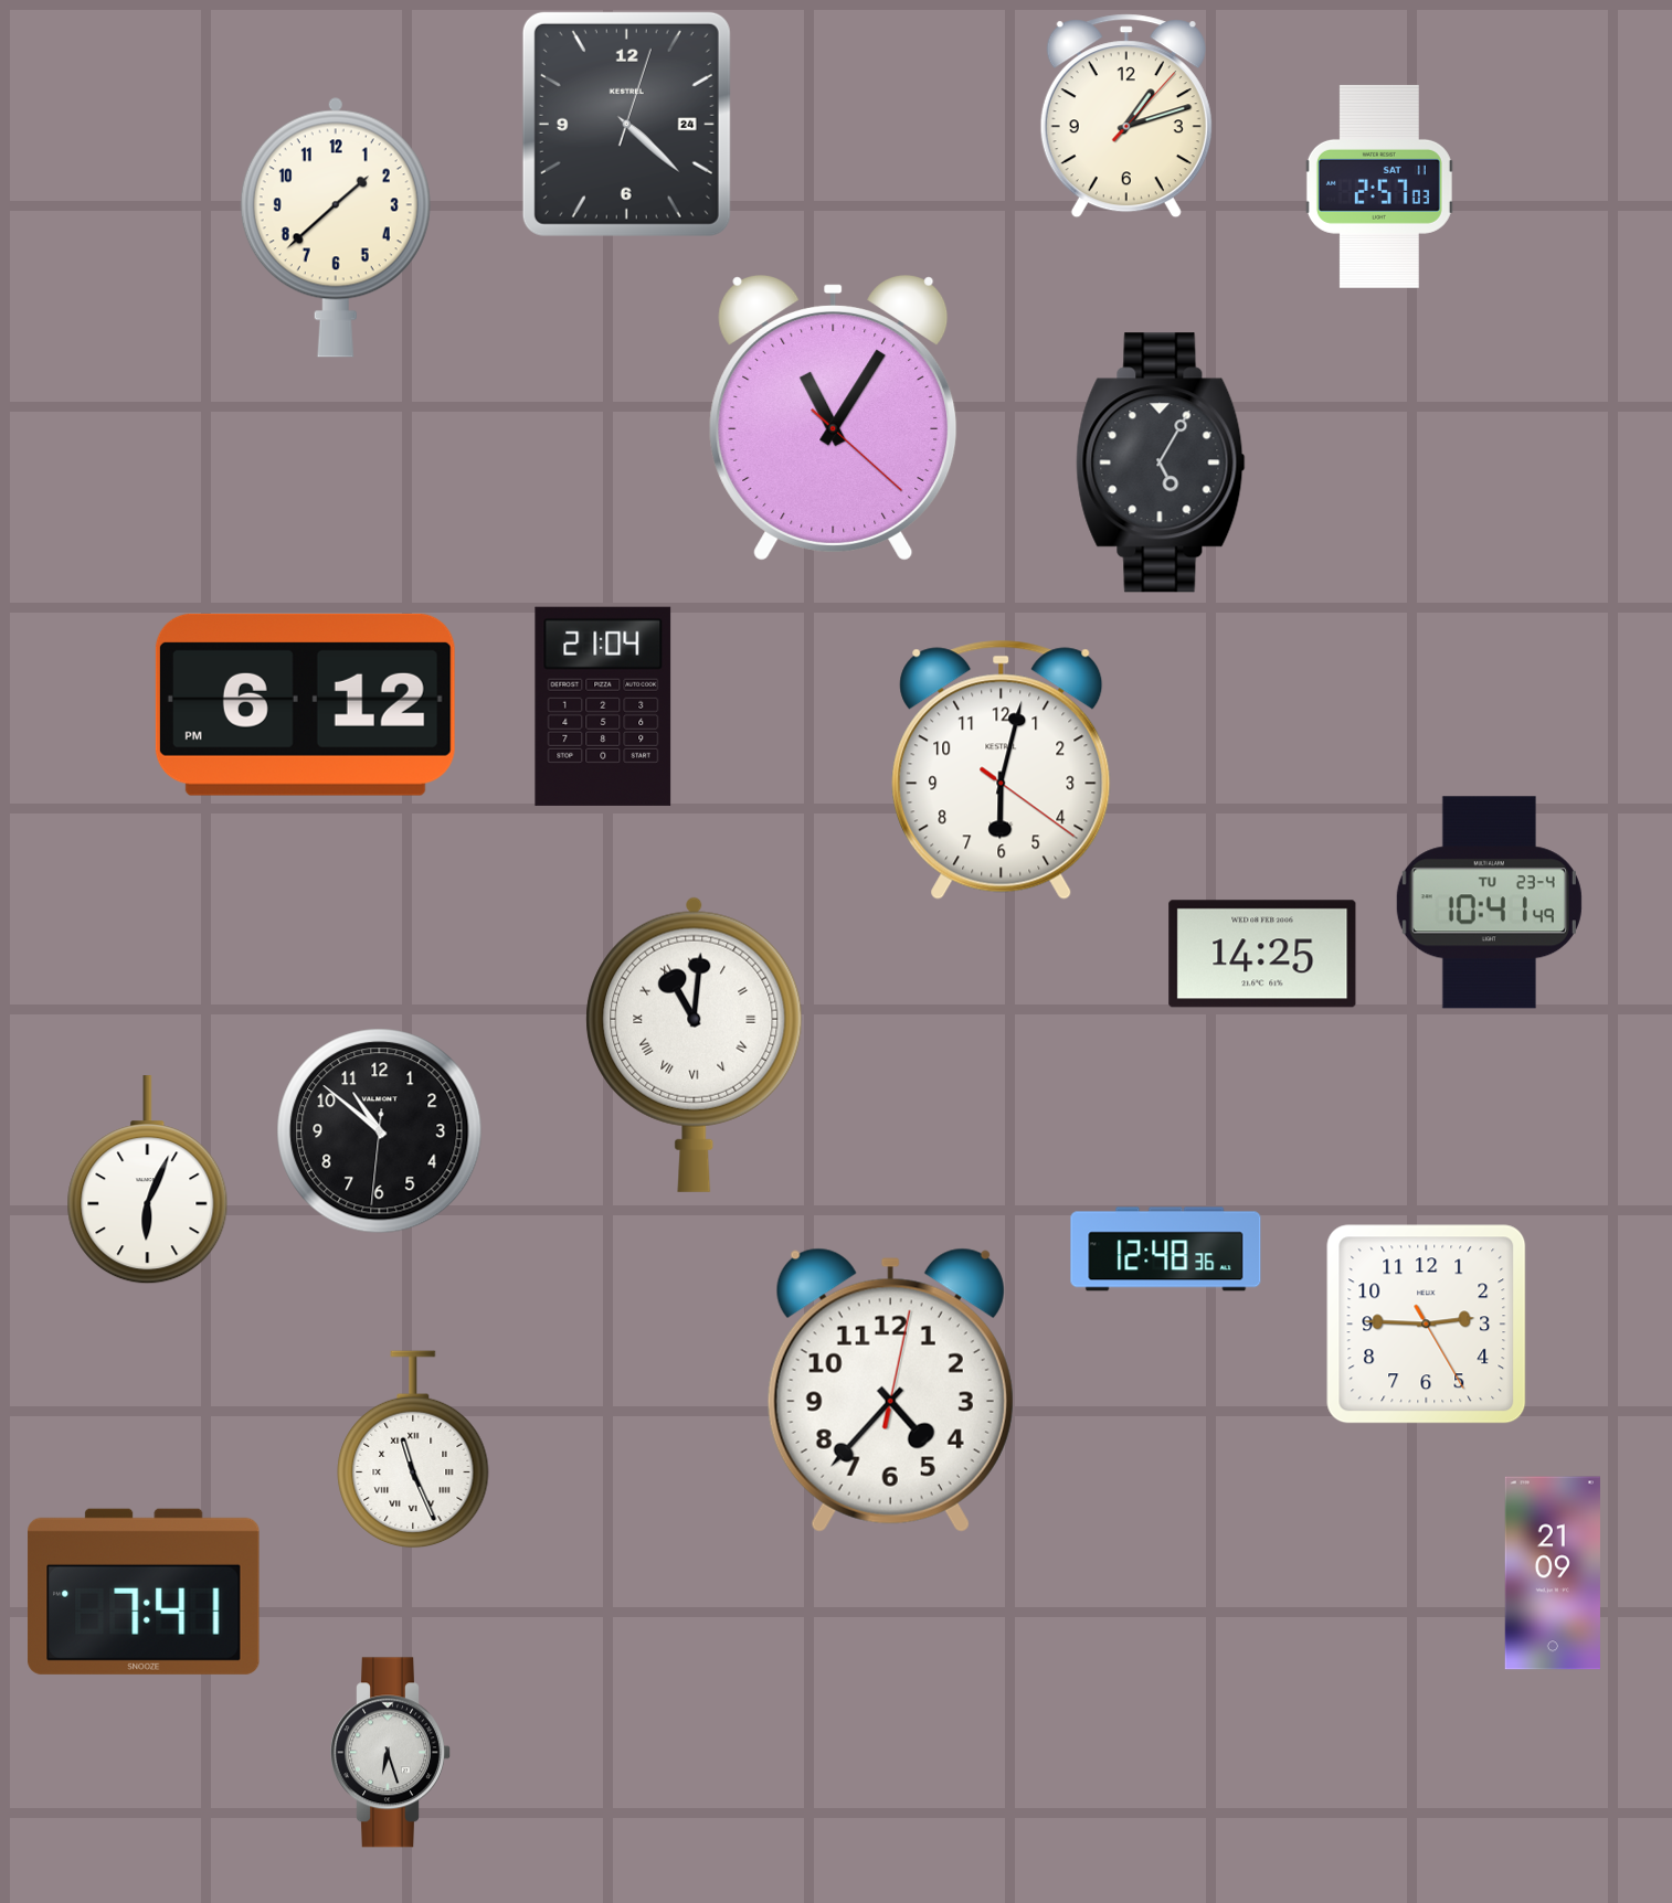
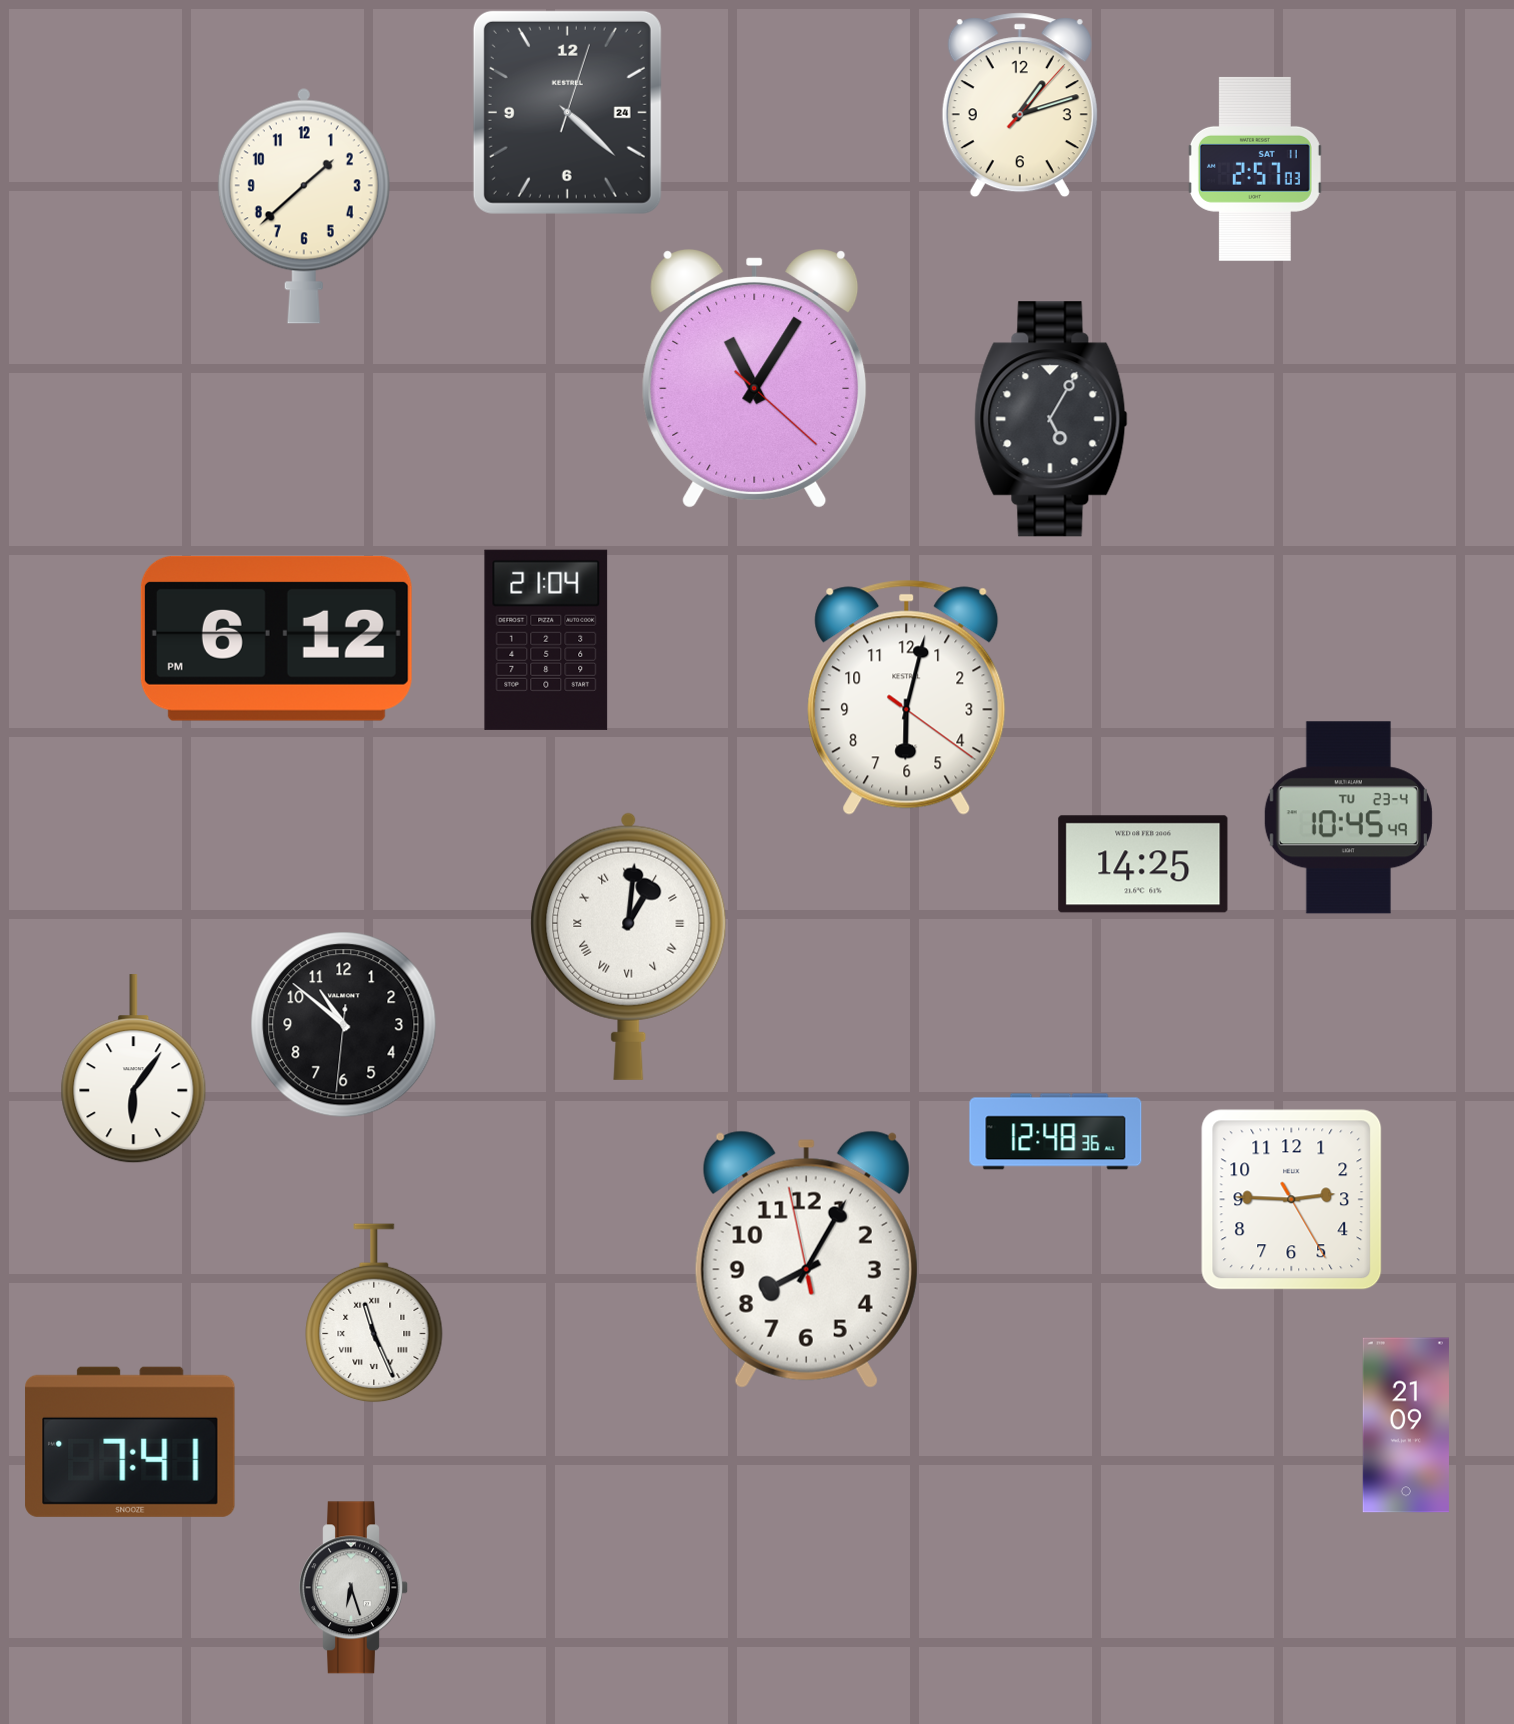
clock at (1379, 187) position: (1379, 187) -> (1255, 169)
clock at (1489, 903): 10:41 -> 10:45
clock at (695, 1044): 11:01 -> 1:01
clock at (148, 1180): 6:04 -> 6:06
clock at (890, 1390): 4:37 -> 8:04
